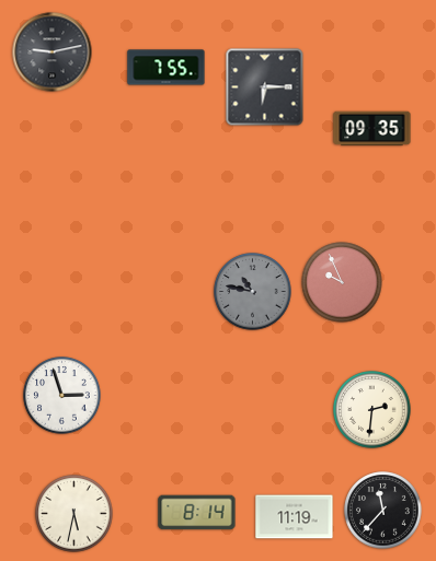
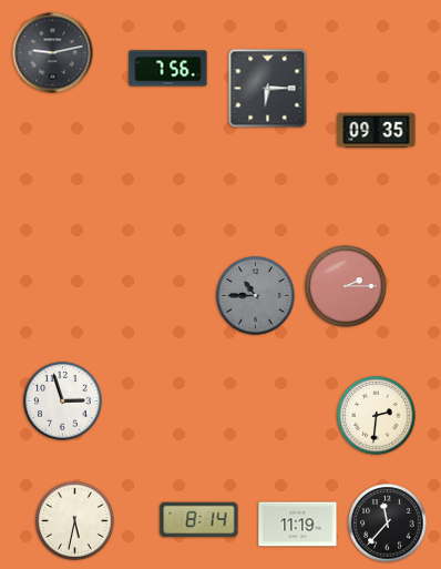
clock at (167, 68): 7:55 -> 7:56
clock at (342, 282): 9:56 -> 2:15
clock at (253, 292): 10:47 -> 10:45
clock at (383, 511) position: (383, 511) -> (388, 524)
